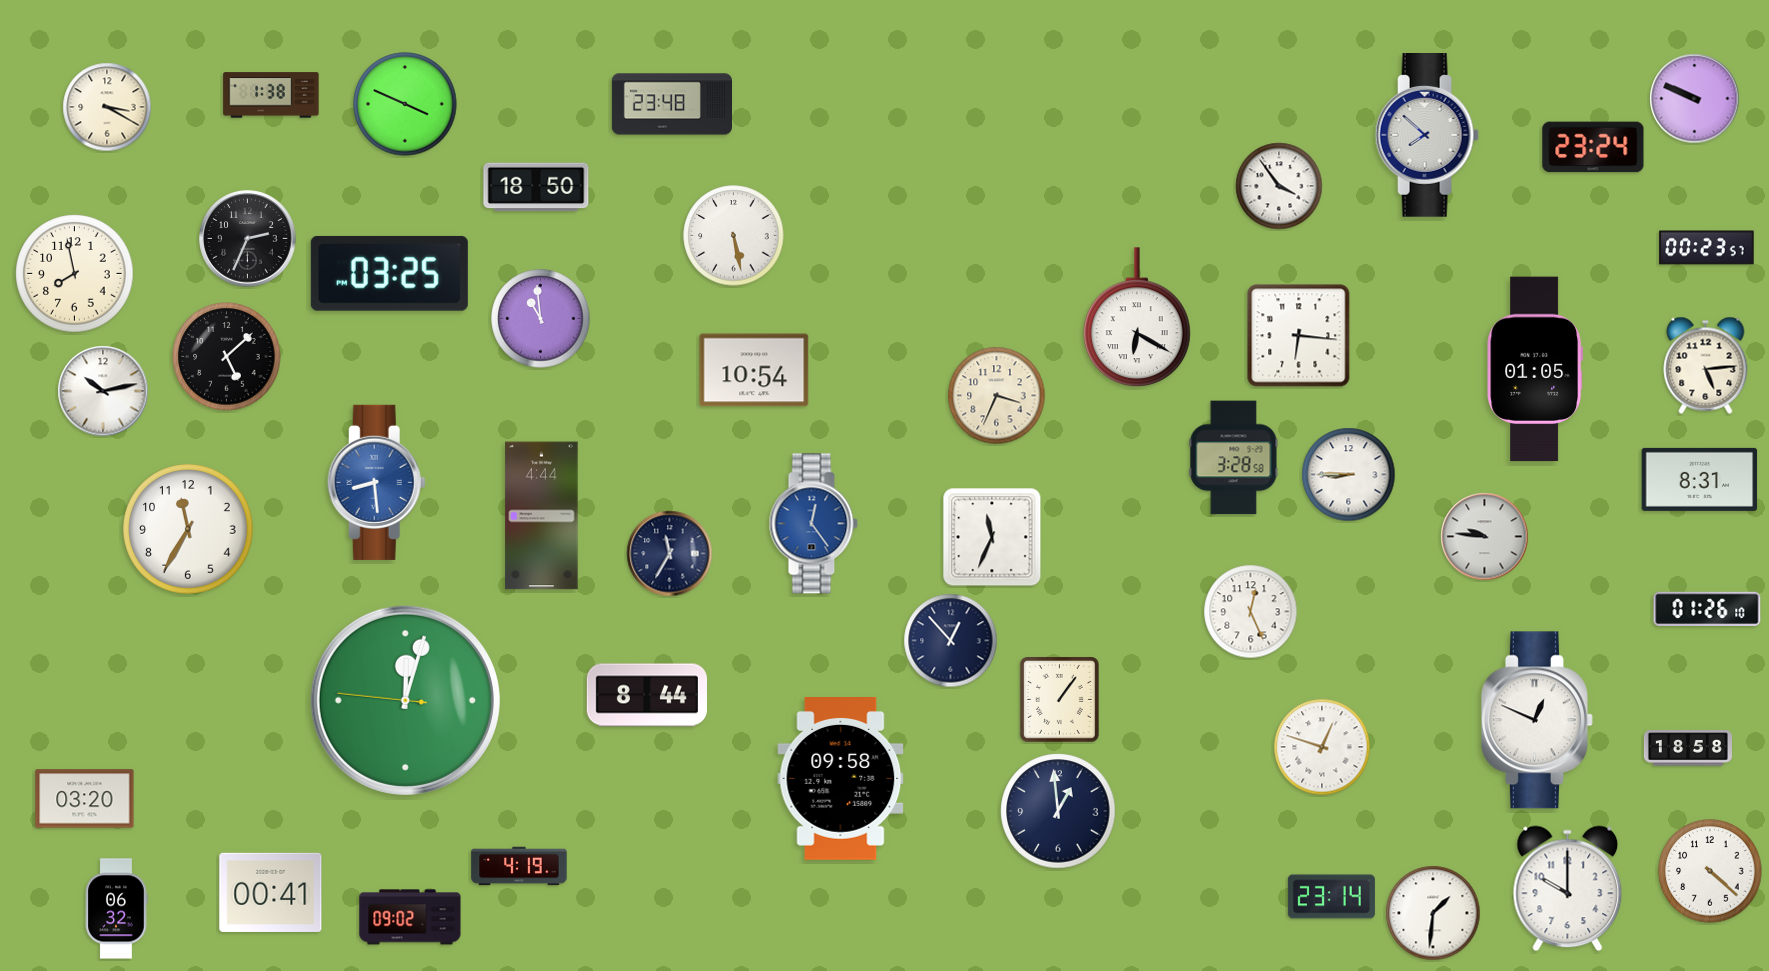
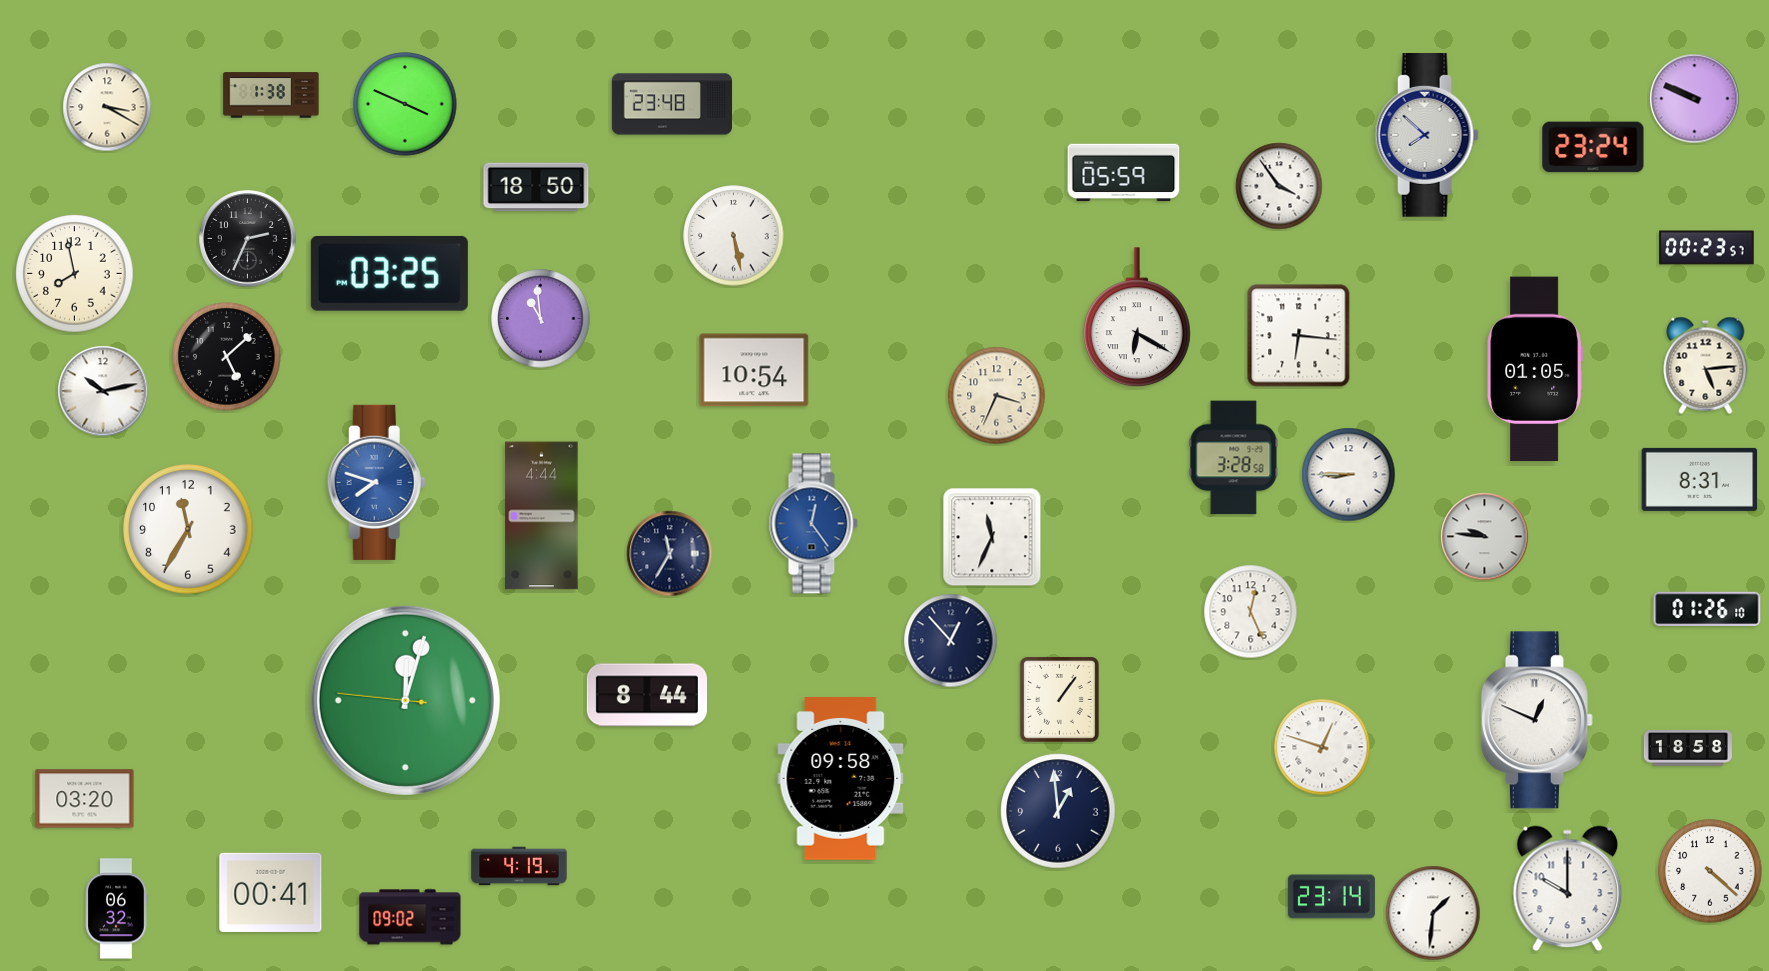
clock at (1124, 173): none -> 05:59
clock at (376, 482): 8:29 -> 7:48
